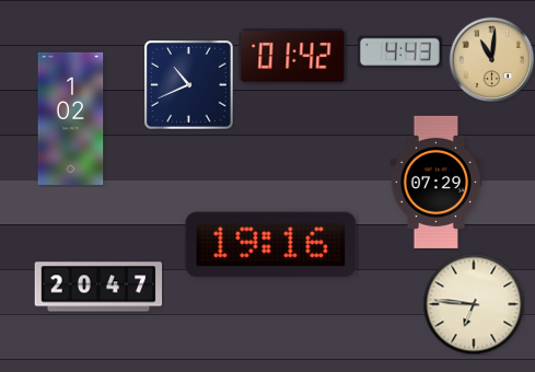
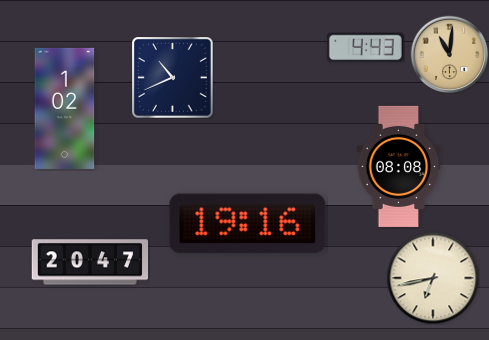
clock at (293, 57): 01:42 -> none
clock at (437, 182): 07:29 -> 08:08
clock at (474, 304): 6:46 -> 6:43
